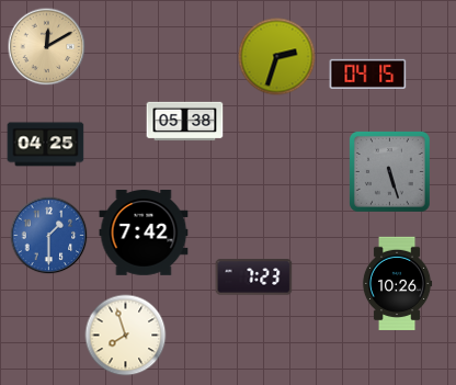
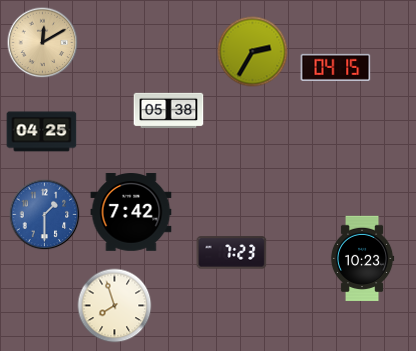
clock at (277, 57): 2:33 -> 2:35
clock at (389, 171): 5:27 -> none
clock at (397, 283): 10:26 -> 10:23
